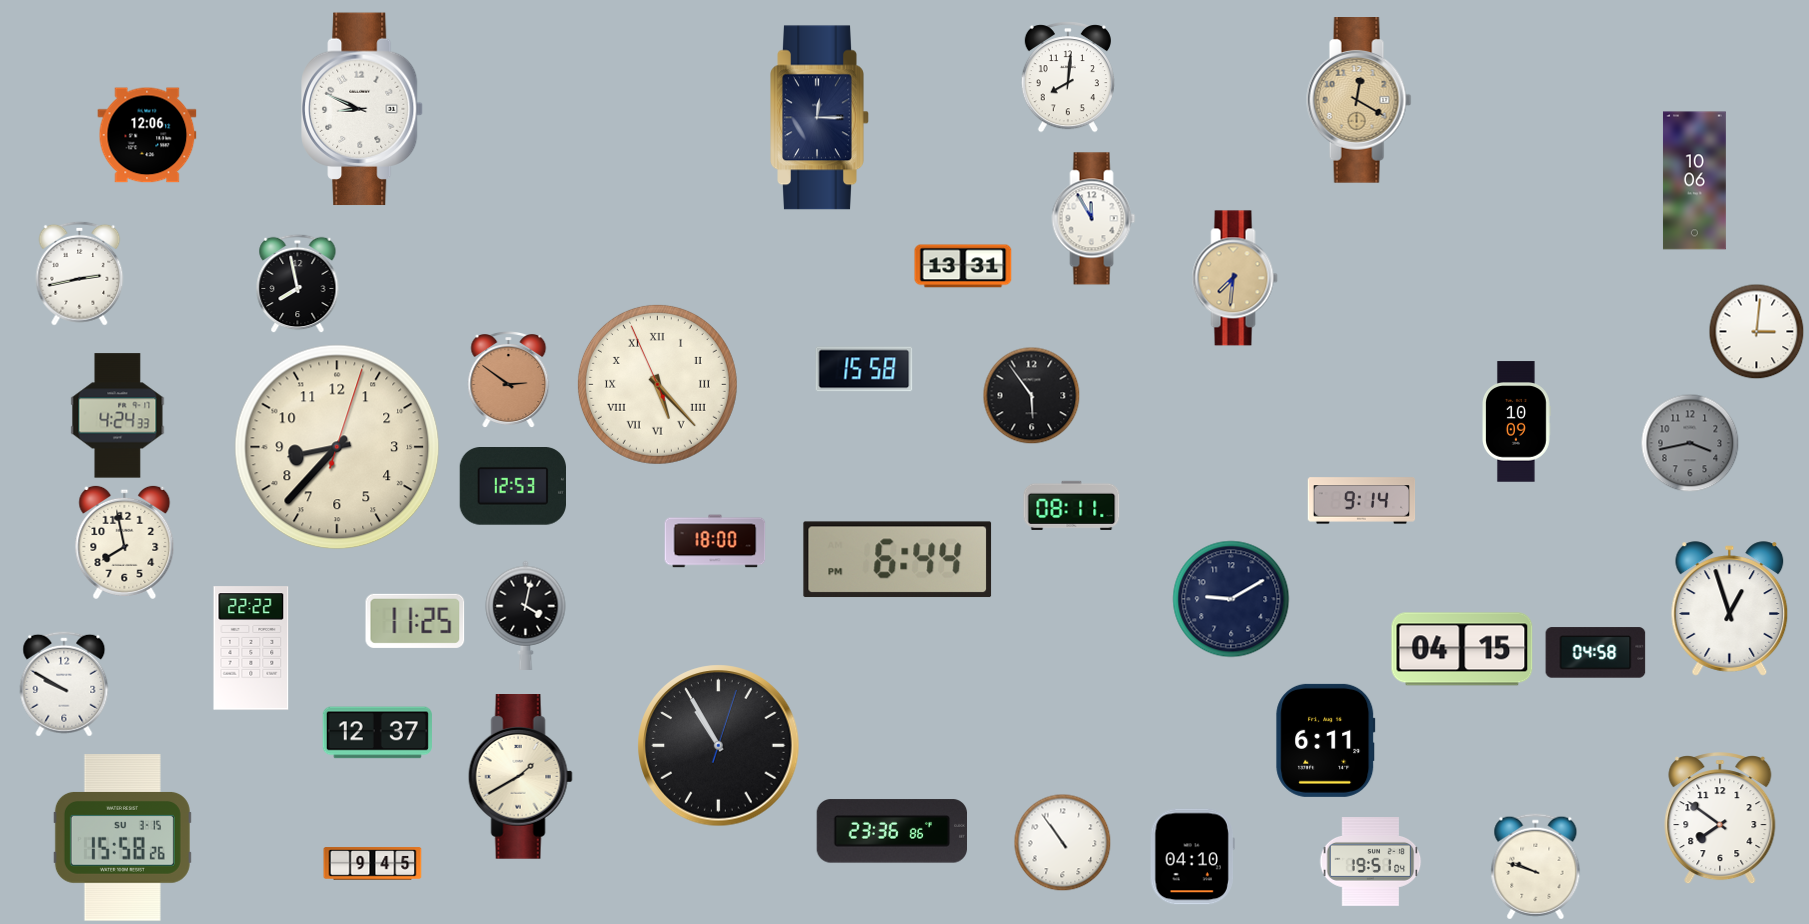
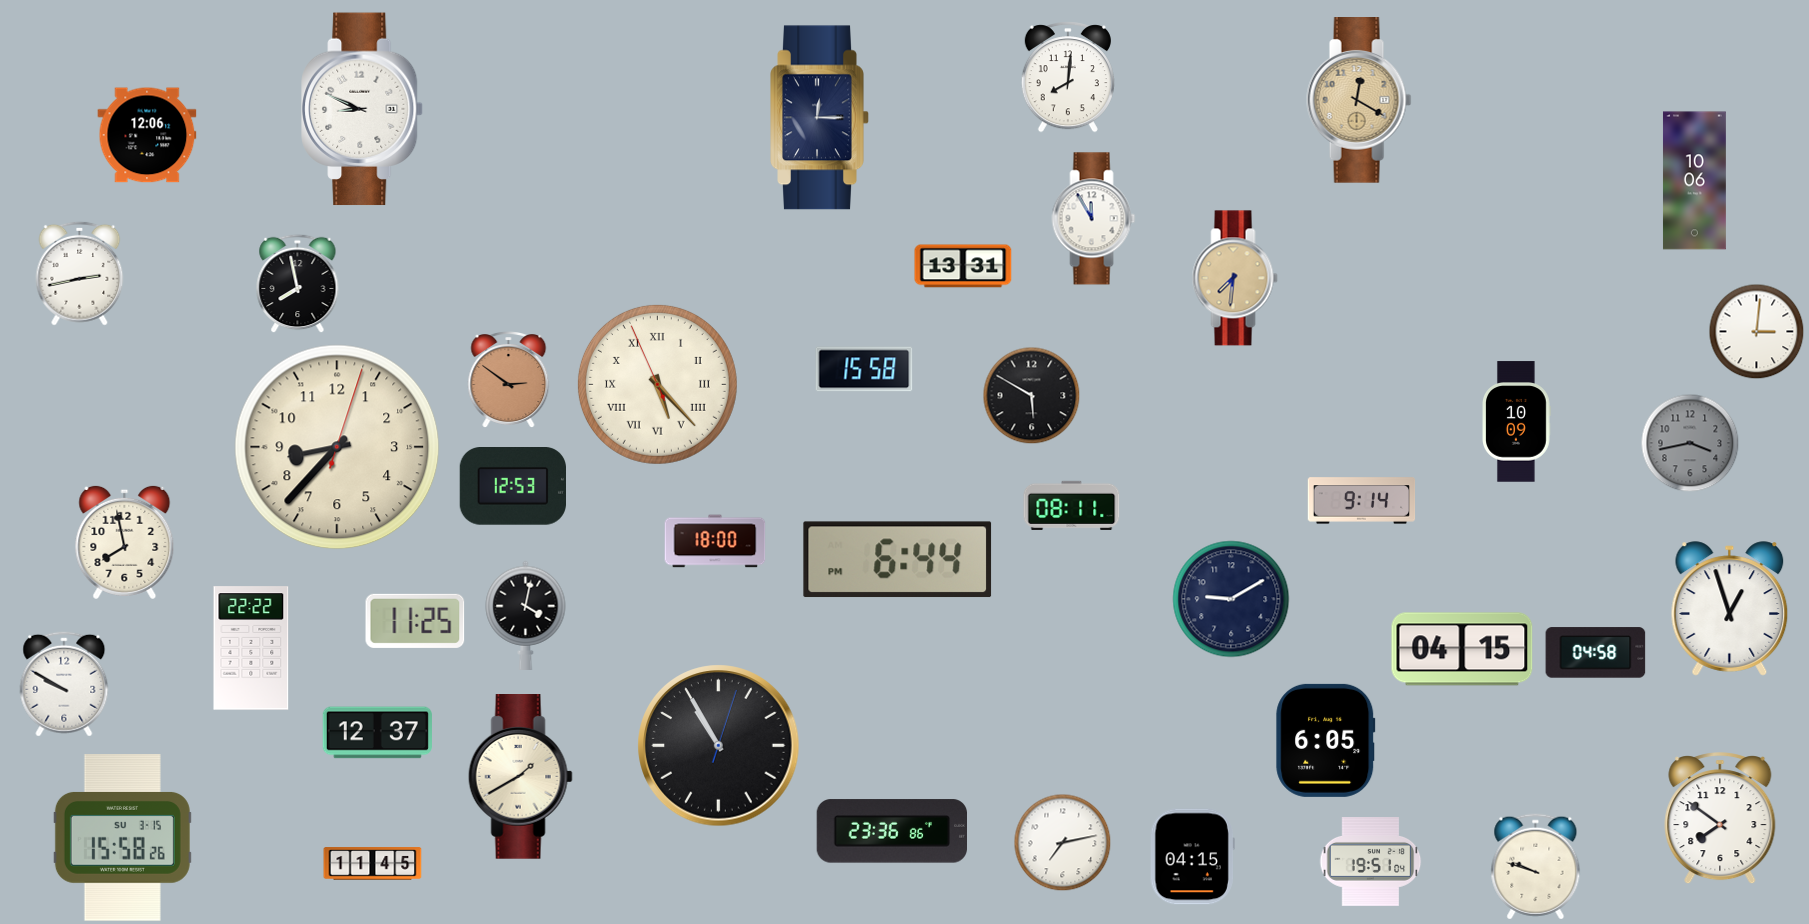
clock at (1031, 395): 5:54 -> 5:50
clock at (118, 416): 4:24 -> none
clock at (1326, 740): 6:11 -> 6:05
clock at (1062, 842): 10:54 -> 7:13
clock at (1192, 857): 04:10 -> 04:15
clock at (373, 864): 9:45 -> 11:45
